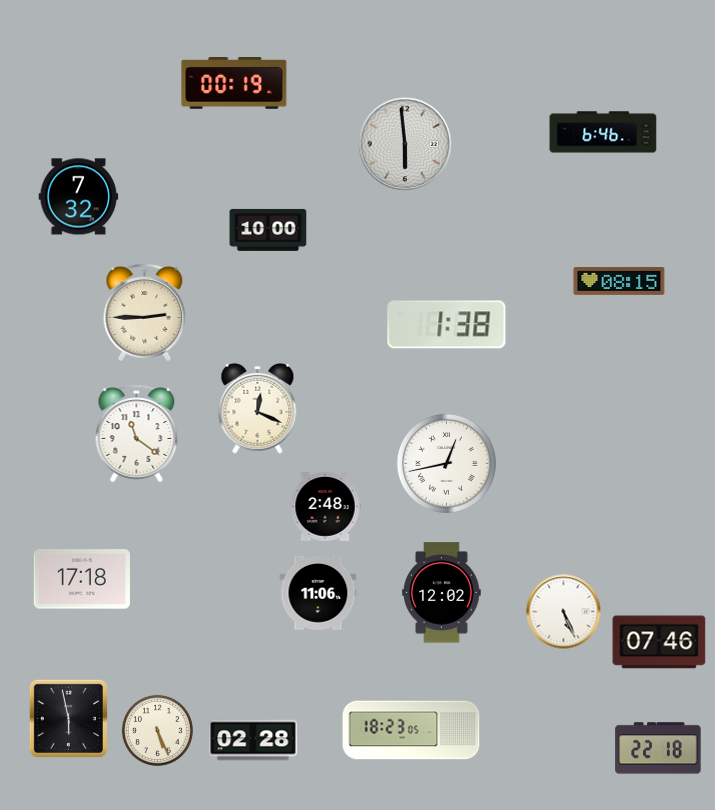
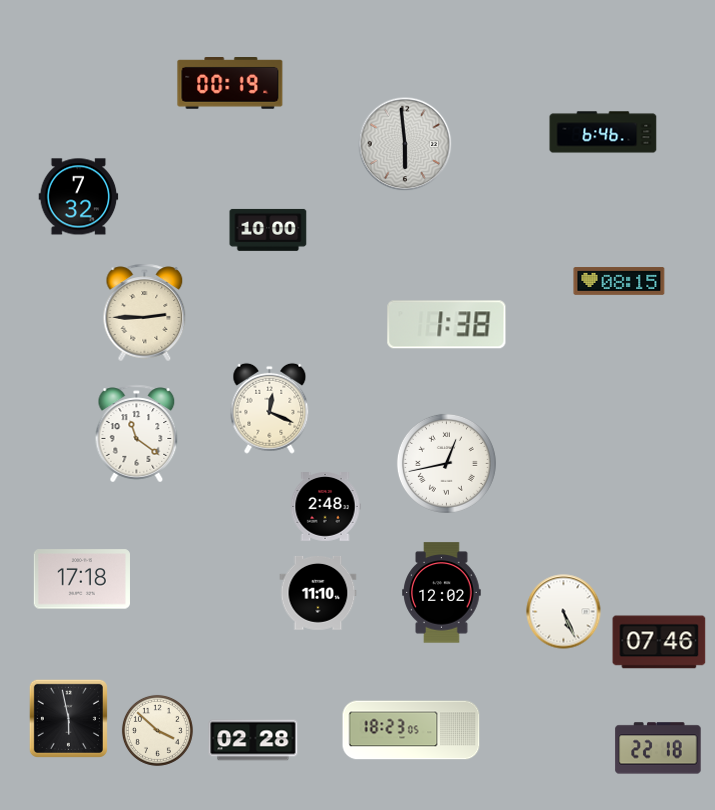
clock at (234, 84) position: (234, 84) -> (230, 84)
clock at (258, 408) position: (258, 408) -> (270, 408)
clock at (318, 593): 11:06 -> 11:10
clock at (157, 730): 5:26 -> 3:52
